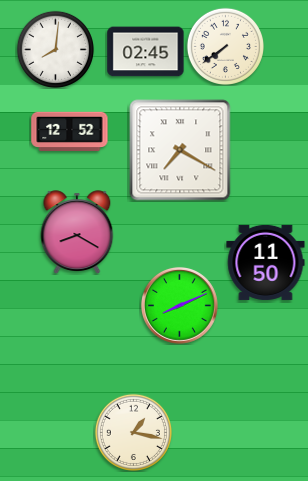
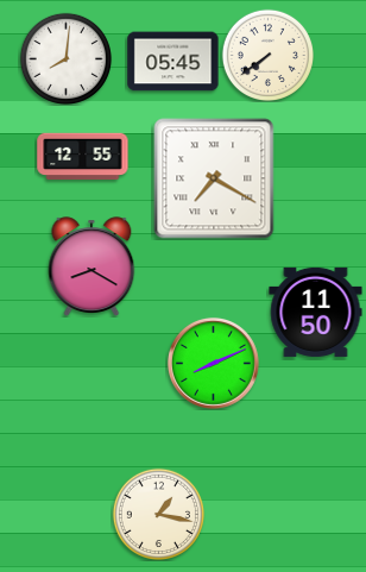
clock at (146, 52): 02:45 -> 05:45
clock at (70, 132): 12:52 -> 12:55
clock at (77, 232) position: (77, 232) -> (91, 266)
